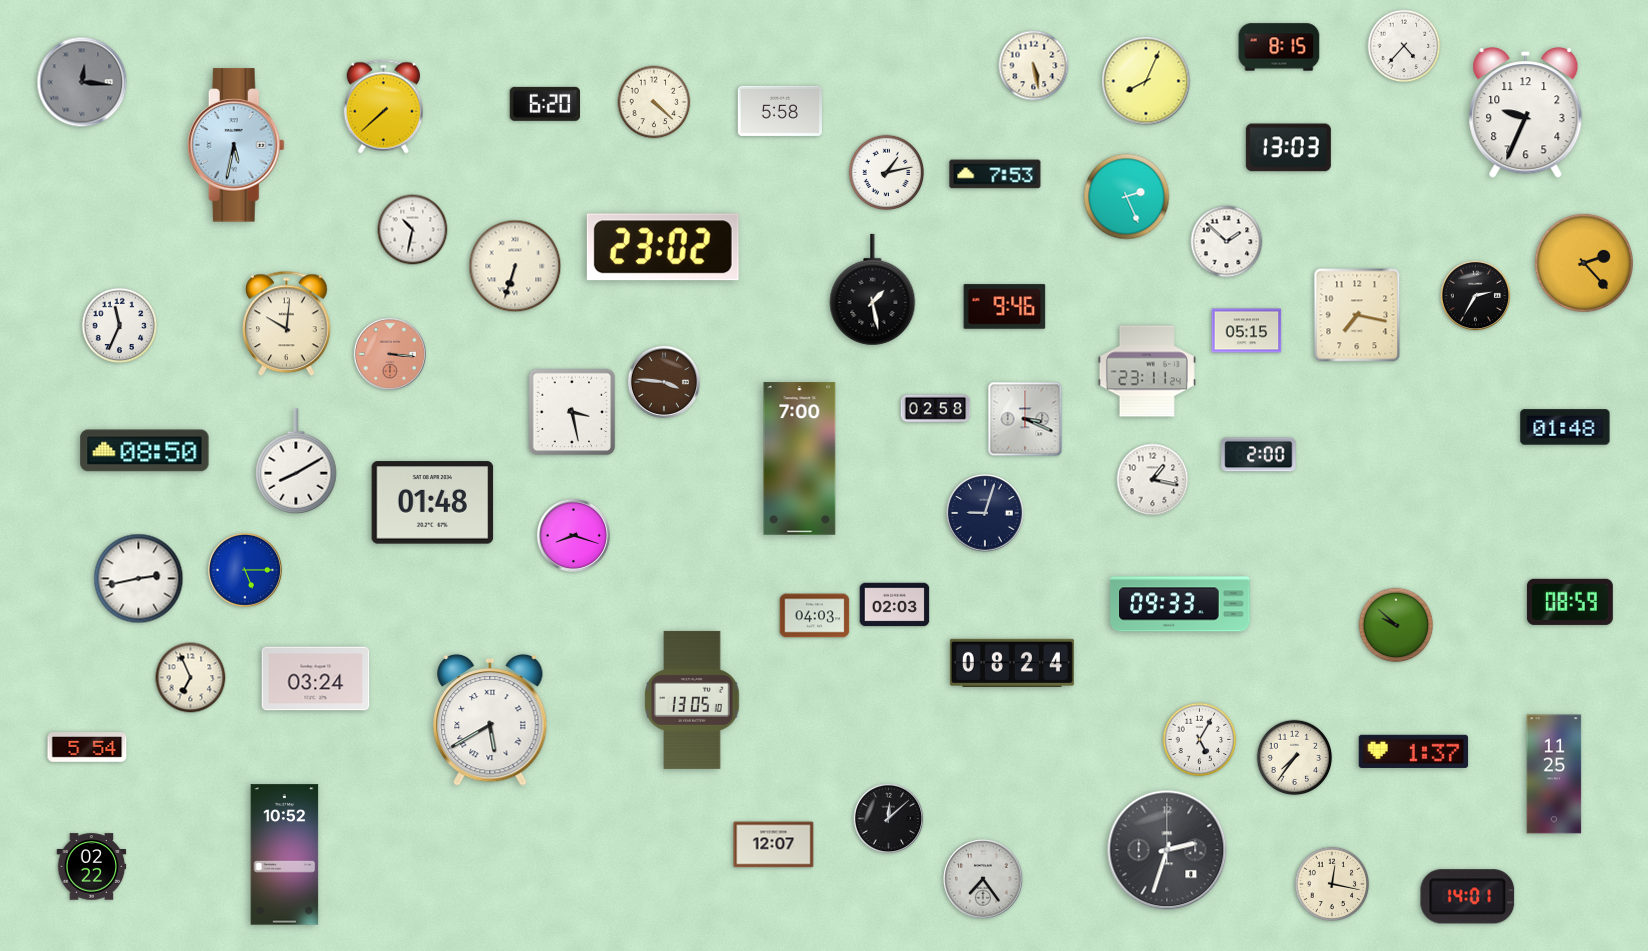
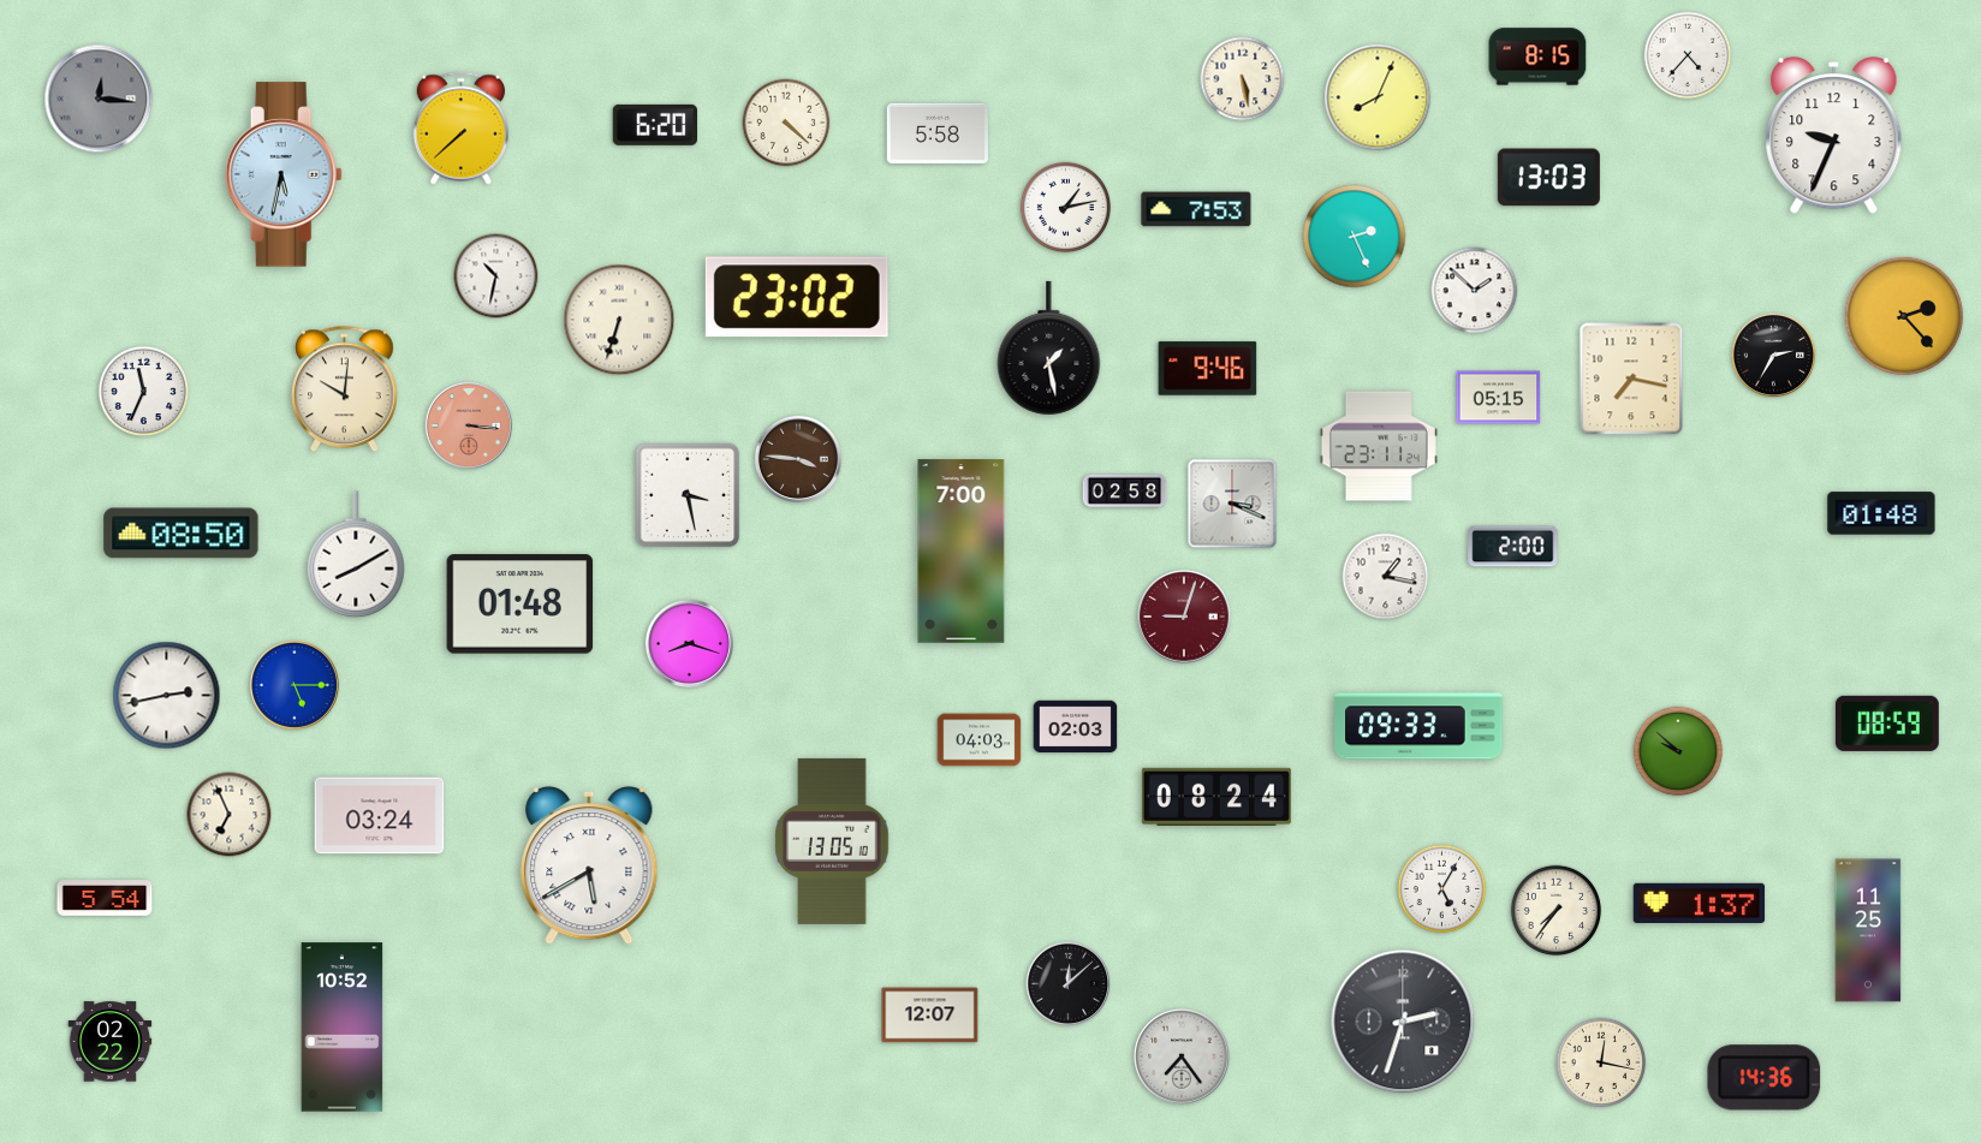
clock at (145, 451) position: (145, 451) -> (182, 534)
clock at (985, 513) dial: navy -> burgundy
clock at (1468, 897): 14:01 -> 14:36
